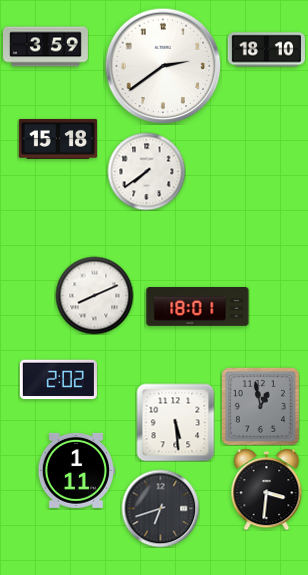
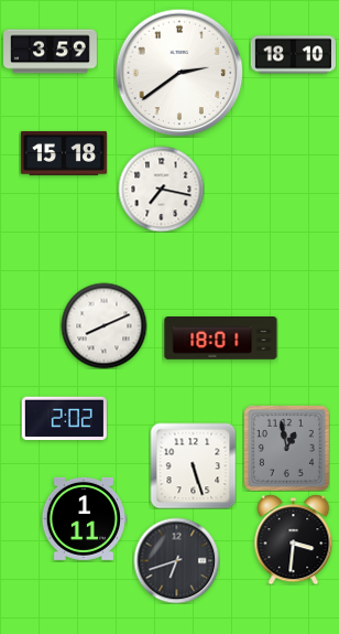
clock at (146, 171): 7:39 -> 7:17
clock at (198, 307) position: (198, 307) -> (221, 339)
clock at (175, 422): 5:29 -> 5:27
